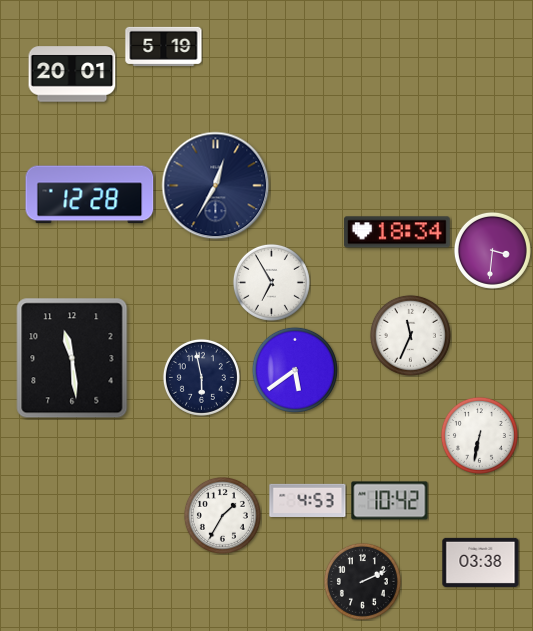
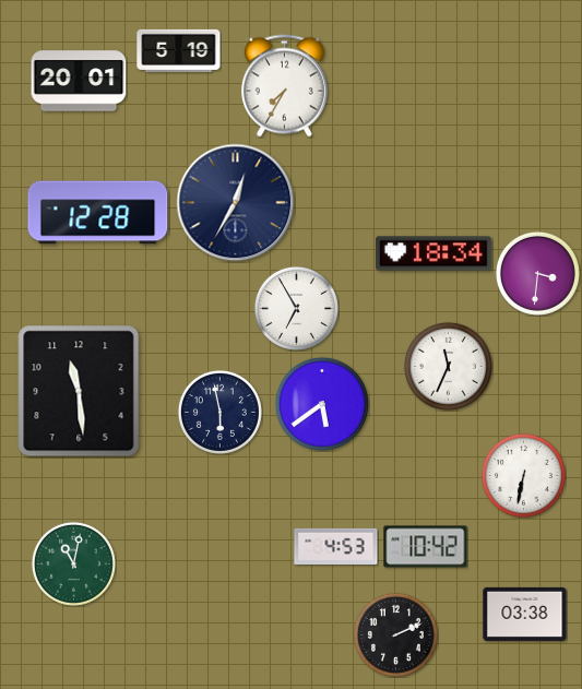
clock at (284, 86): none -> 7:35
clock at (222, 515): 1:35 -> none
clock at (73, 563): none -> 11:02
